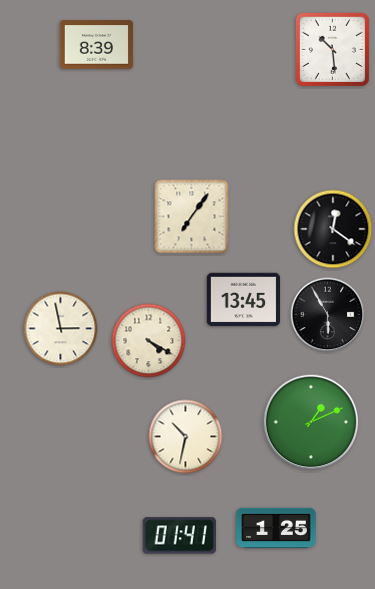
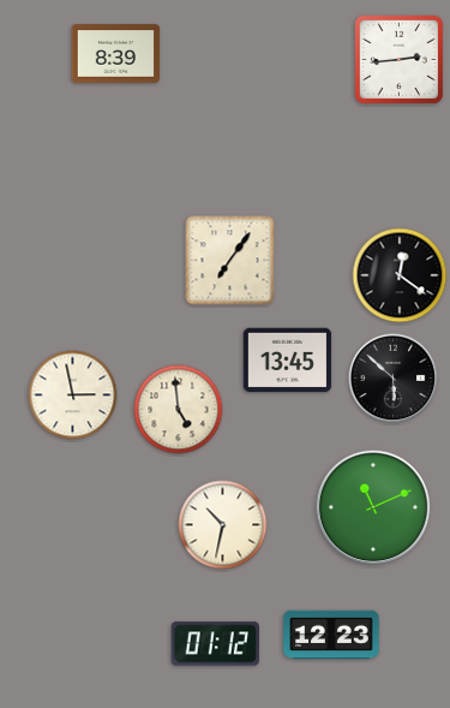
clock at (332, 49): 10:29 -> 2:44
clock at (244, 300) position: (244, 300) -> (288, 361)
clock at (328, 315): 5:55 -> 5:52
clock at (149, 341): 4:20 -> 4:59
clock at (311, 422): 1:11 -> 11:11
clock at (276, 528): 1:25 -> 12:23
clock at (179, 536): 01:41 -> 01:12
